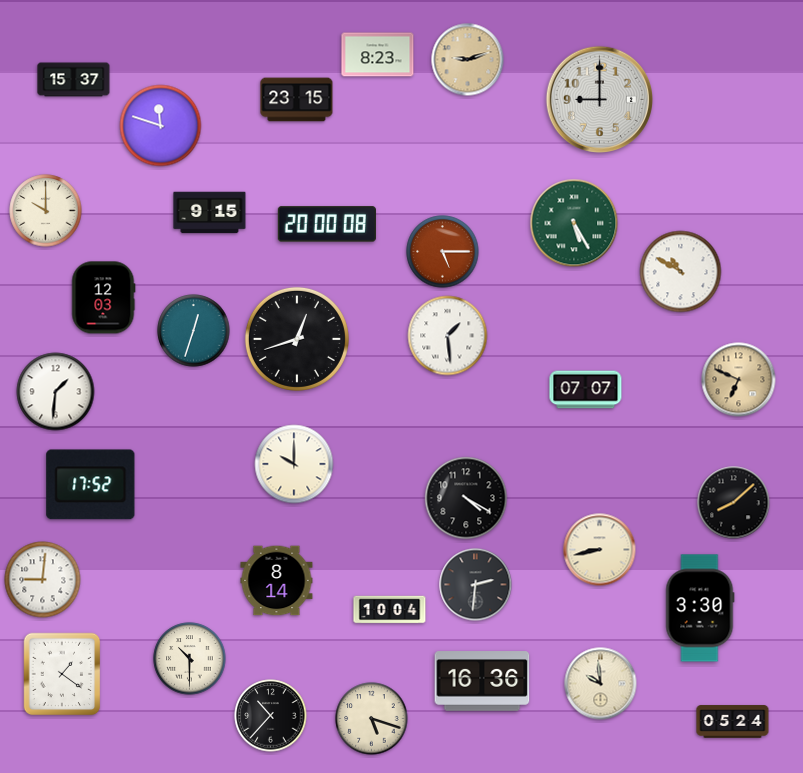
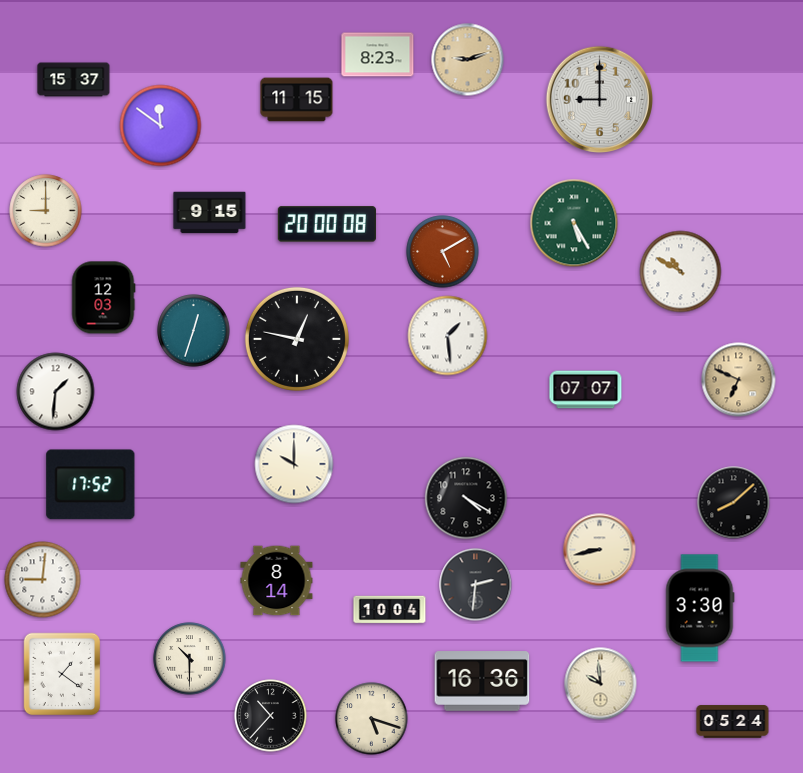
clock at (297, 100): 23:15 -> 11:15
clock at (161, 126): 11:48 -> 11:51
clock at (46, 211): 10:00 -> 9:00
clock at (443, 252): 5:15 -> 5:10
clock at (297, 339): 12:42 -> 12:47
